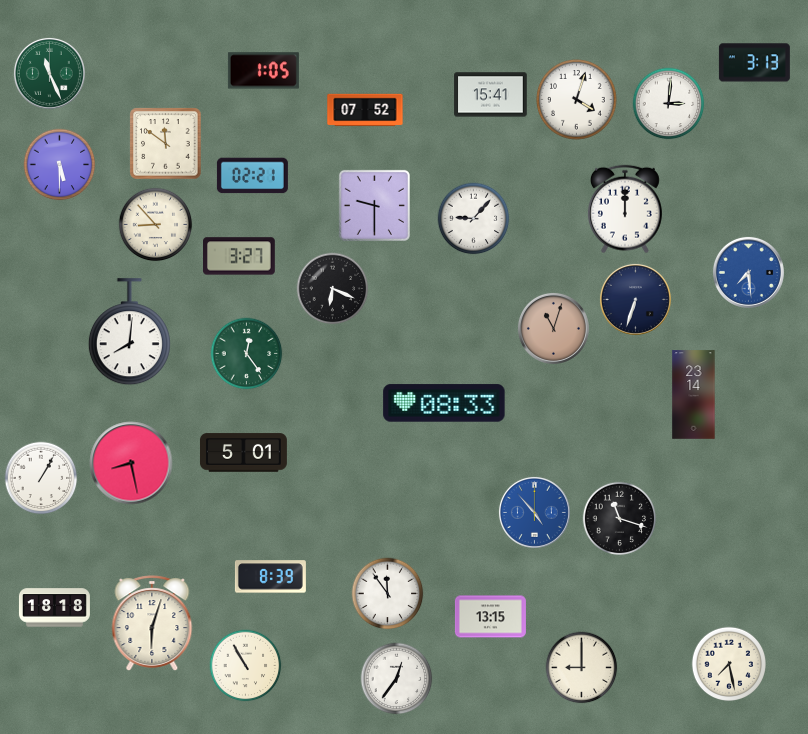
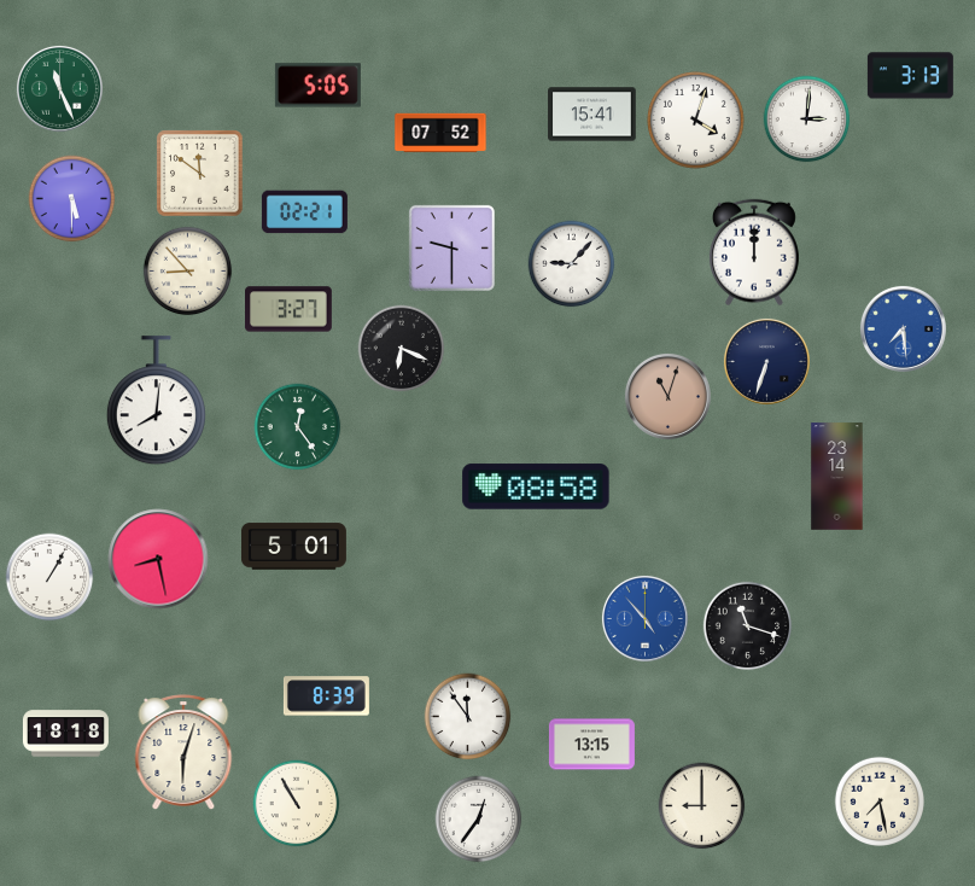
clock at (263, 71): 1:05 -> 5:05
clock at (669, 104) position: (669, 104) -> (807, 120)
clock at (444, 403): 08:33 -> 08:58
